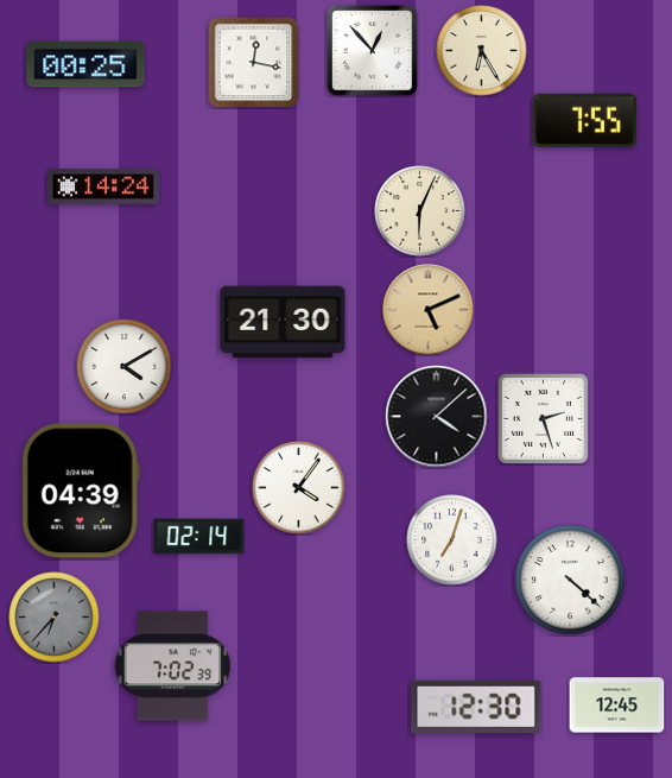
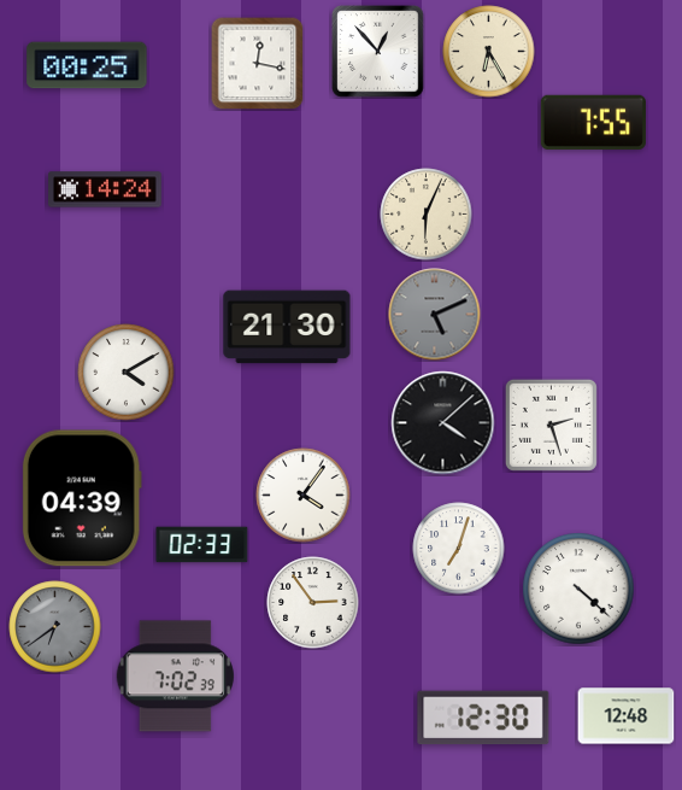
clock at (429, 310) dial: champagne -> grey
clock at (199, 537): 02:14 -> 02:33
clock at (313, 603): none -> 2:54
clock at (55, 618): 6:37 -> 6:39
clock at (617, 706): 12:45 -> 12:48
